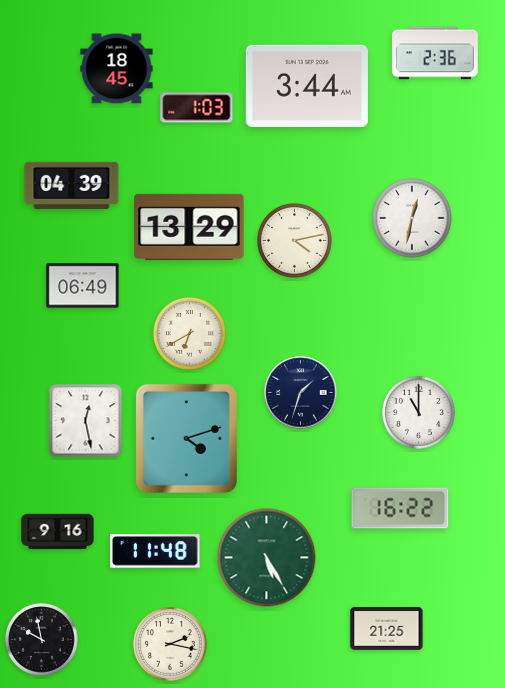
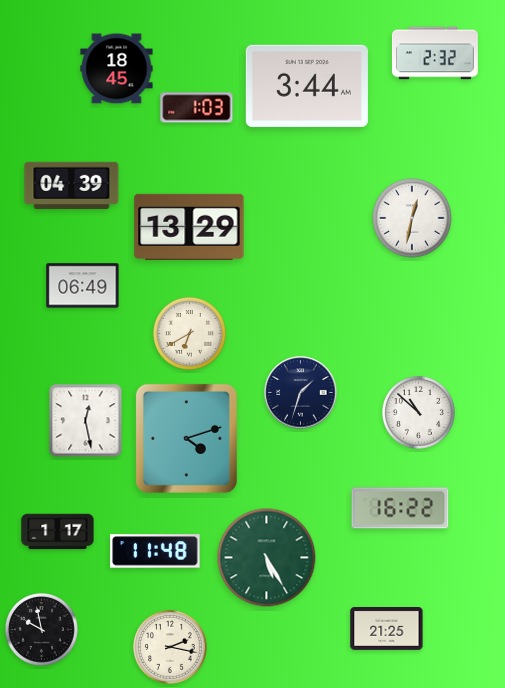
clock at (435, 53): 2:36 -> 2:32
clock at (295, 241): 4:13 -> none
clock at (419, 413): 11:00 -> 10:52
clock at (58, 532): 9:16 -> 1:17
clock at (42, 640) position: (42, 640) -> (42, 630)
clock at (171, 645) position: (171, 645) -> (171, 648)
